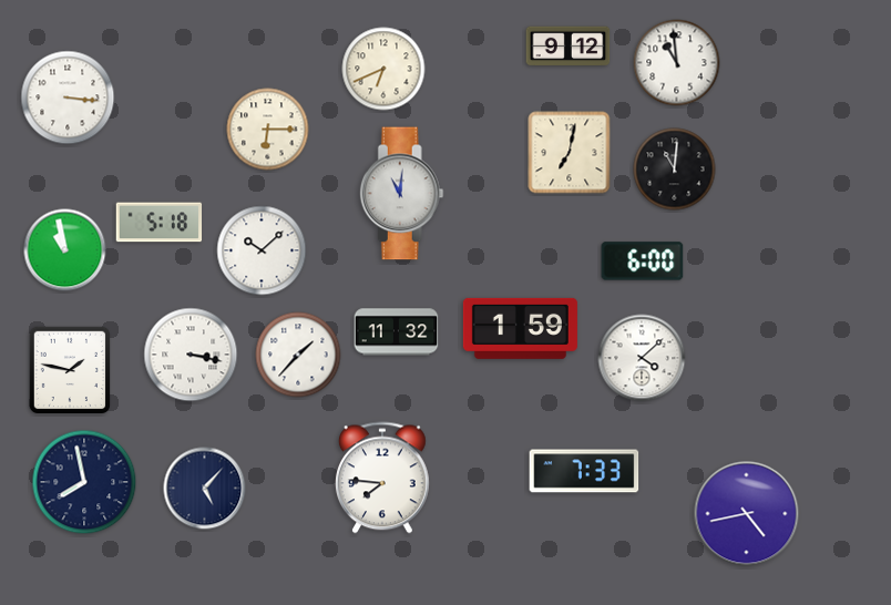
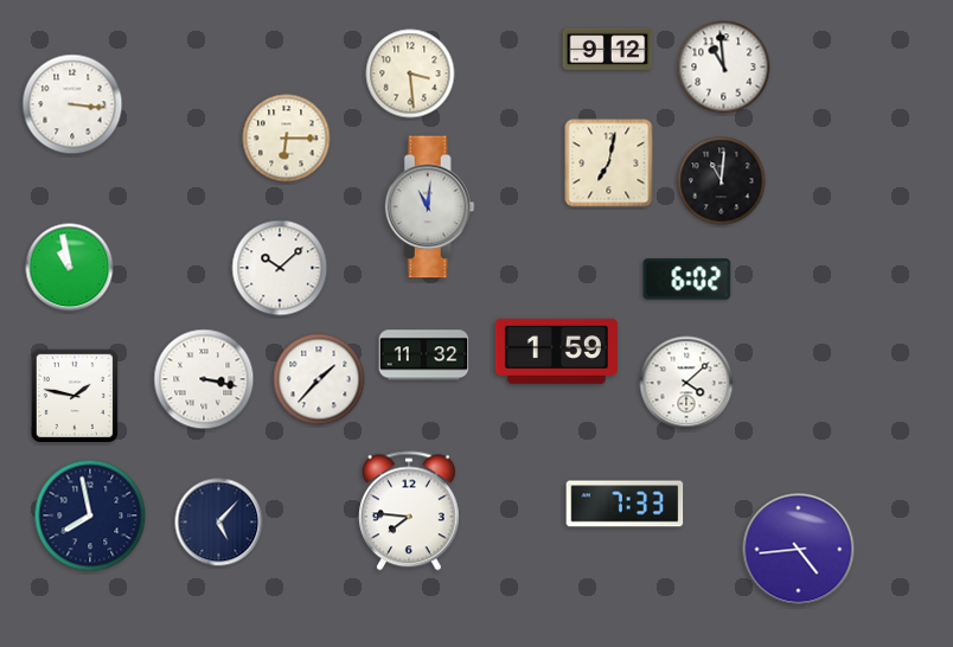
clock at (383, 69): 6:41 -> 3:29
clock at (160, 223): 5:18 -> none
clock at (643, 262): 6:00 -> 6:02
clock at (747, 514): 4:43 -> 4:44
